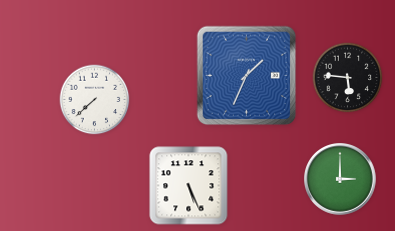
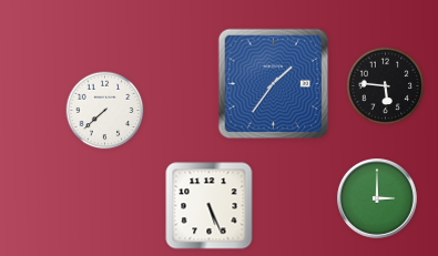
clock at (247, 76): 1:34 -> 1:36
